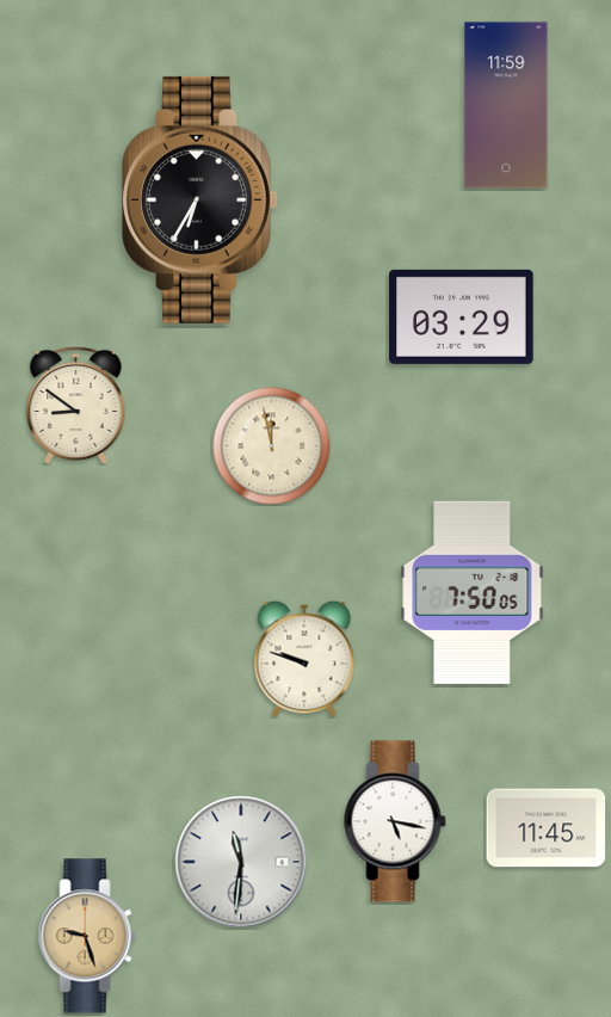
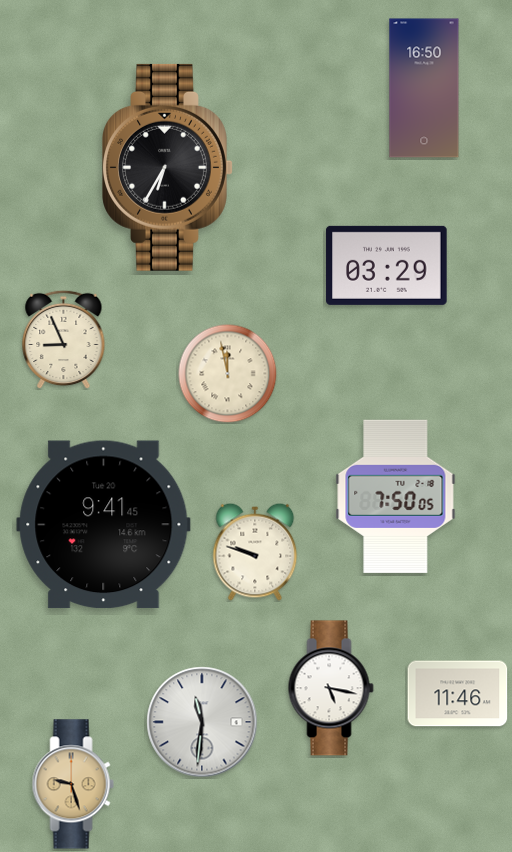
clock at (506, 105): 11:59 -> 16:50
clock at (76, 405): 8:51 -> 8:56
clock at (104, 525): none -> 9:41
clock at (547, 828): 11:45 -> 11:46
